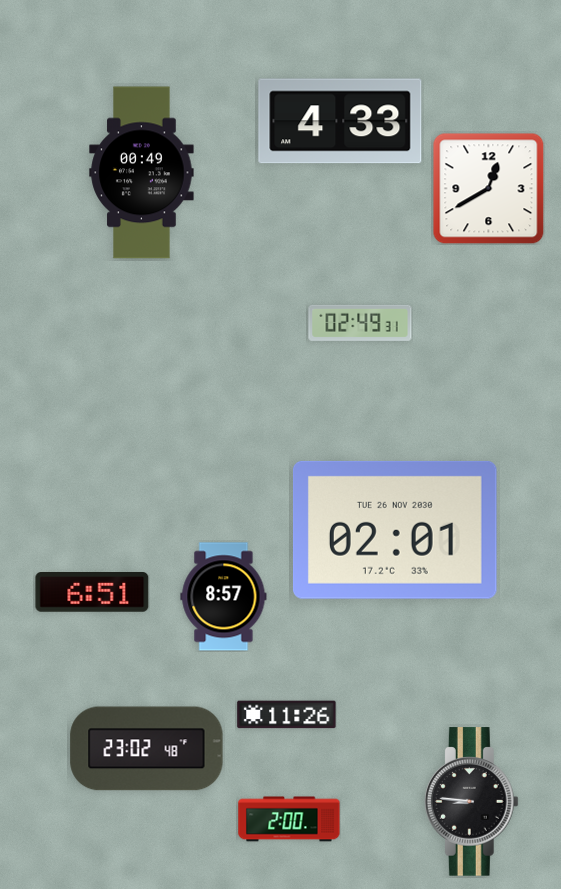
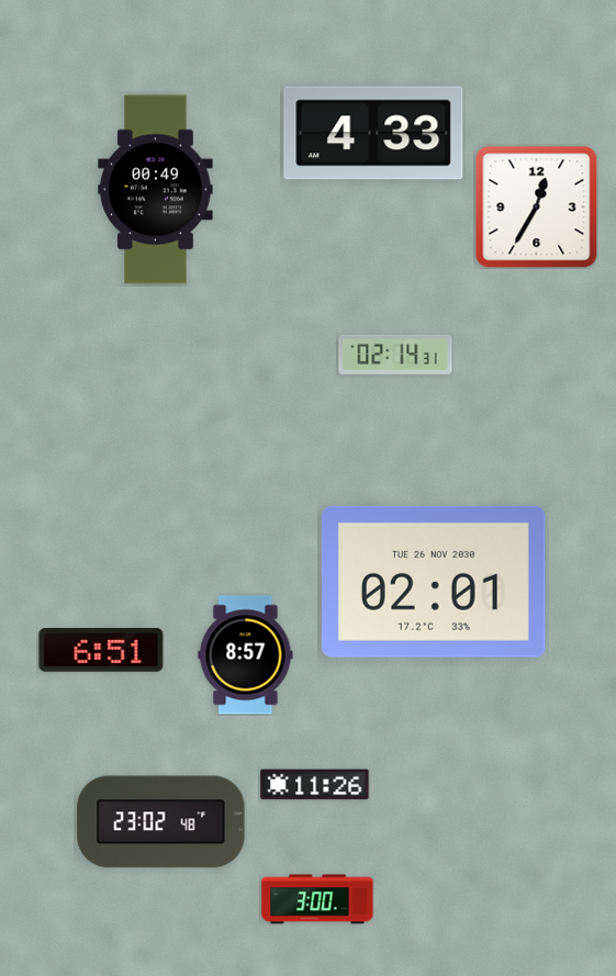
clock at (488, 188): 12:40 -> 12:35
clock at (360, 323): 02:49 -> 02:14
clock at (471, 802): 8:46 -> none
clock at (289, 819): 2:00 -> 3:00
